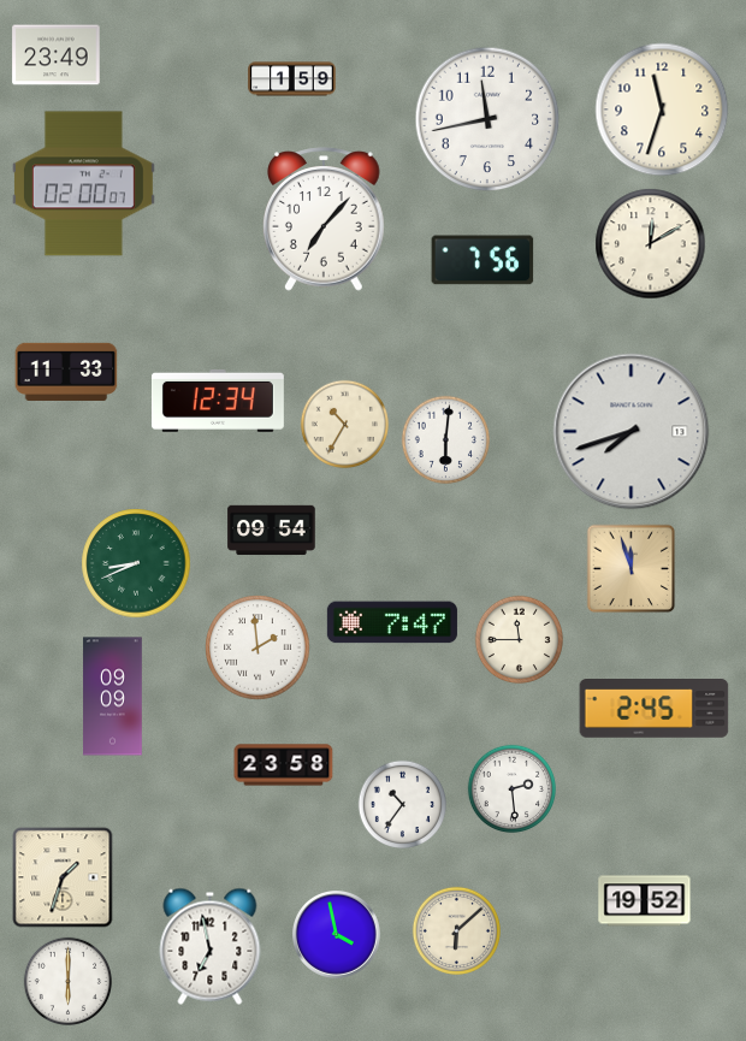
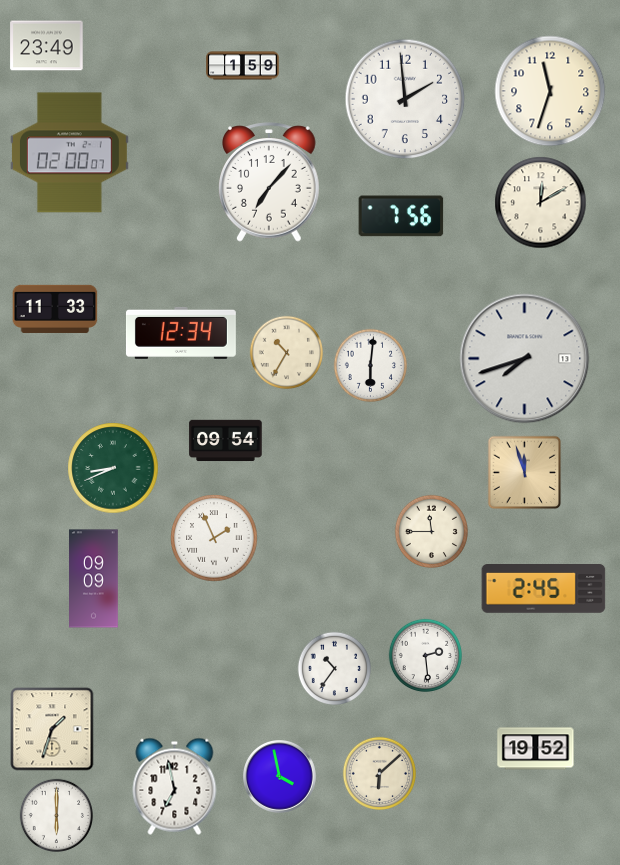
clock at (487, 119): 11:43 -> 1:59
clock at (392, 622): 7:47 -> none
clock at (257, 647): 1:59 -> 1:56
clock at (284, 765): 23:58 -> none
